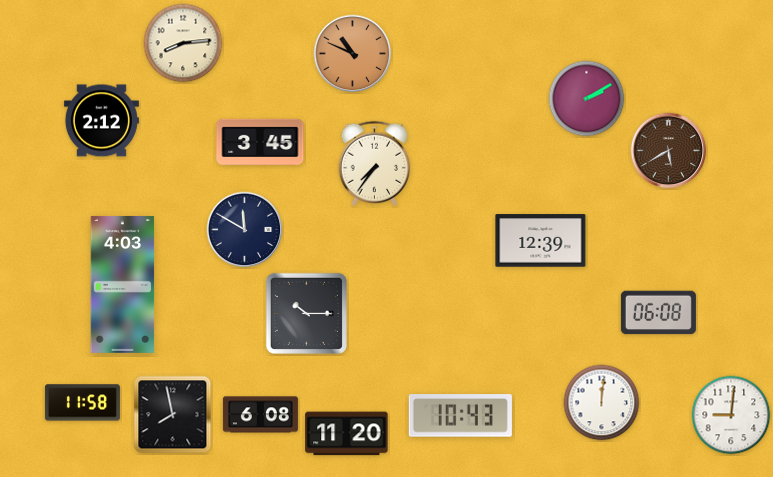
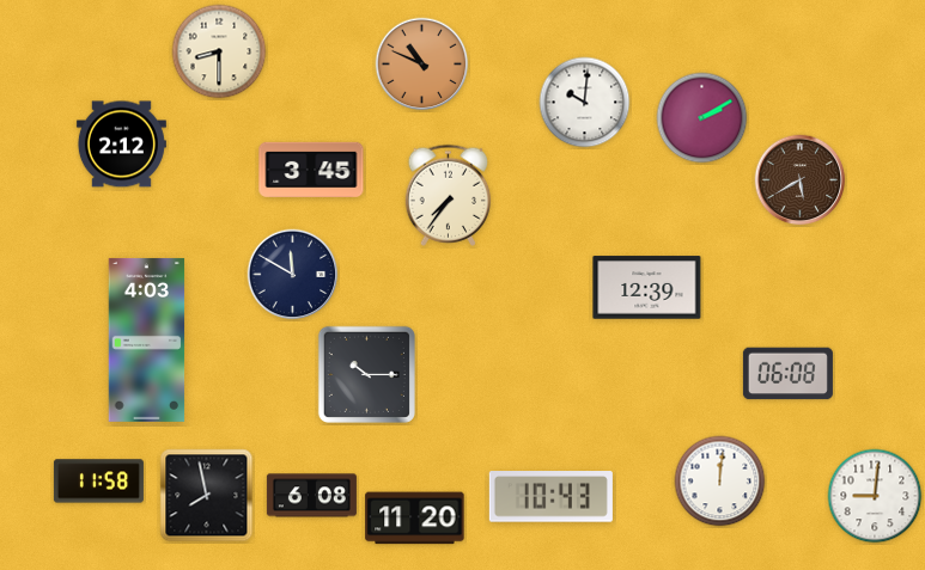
clock at (183, 43): 8:14 -> 8:30
clock at (585, 103): none -> 10:01
